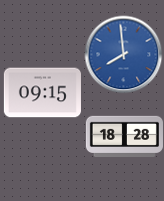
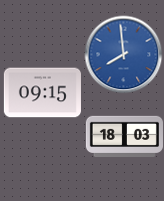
clock at (124, 136): 18:28 -> 18:03
